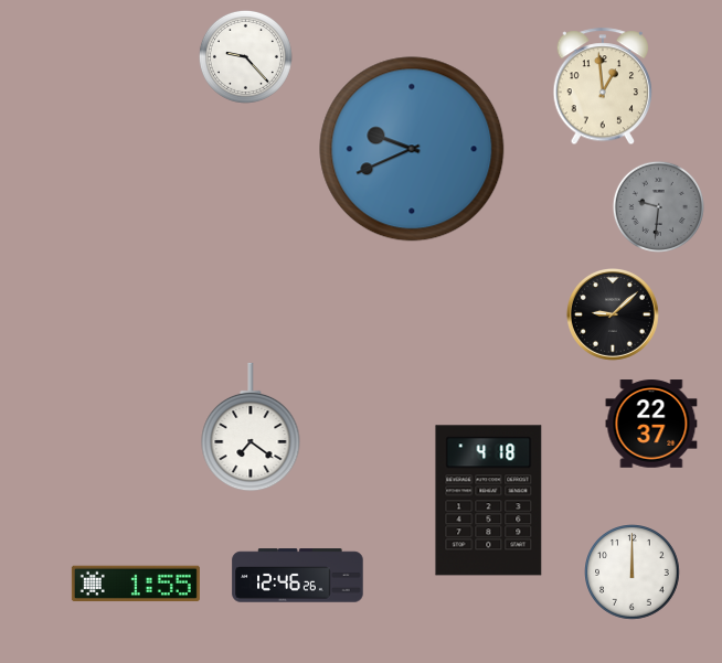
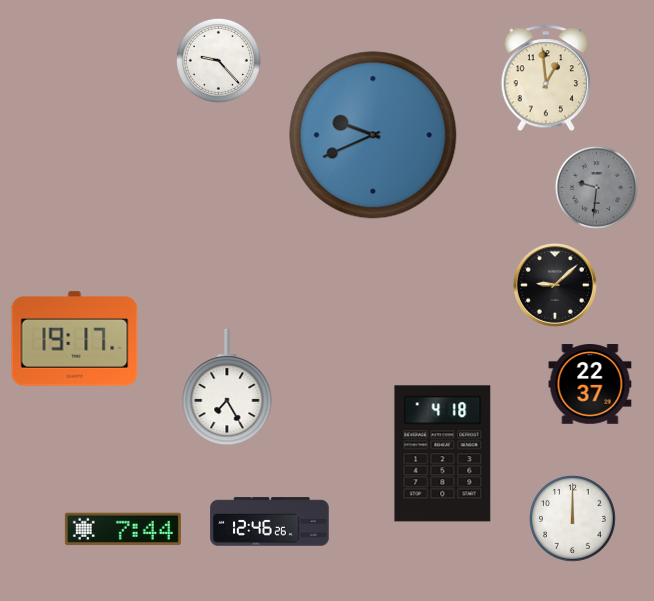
clock at (245, 56) position: (245, 56) -> (218, 60)
clock at (75, 339): none -> 19:17
clock at (251, 427): 7:21 -> 7:25
clock at (136, 584): 1:55 -> 7:44
